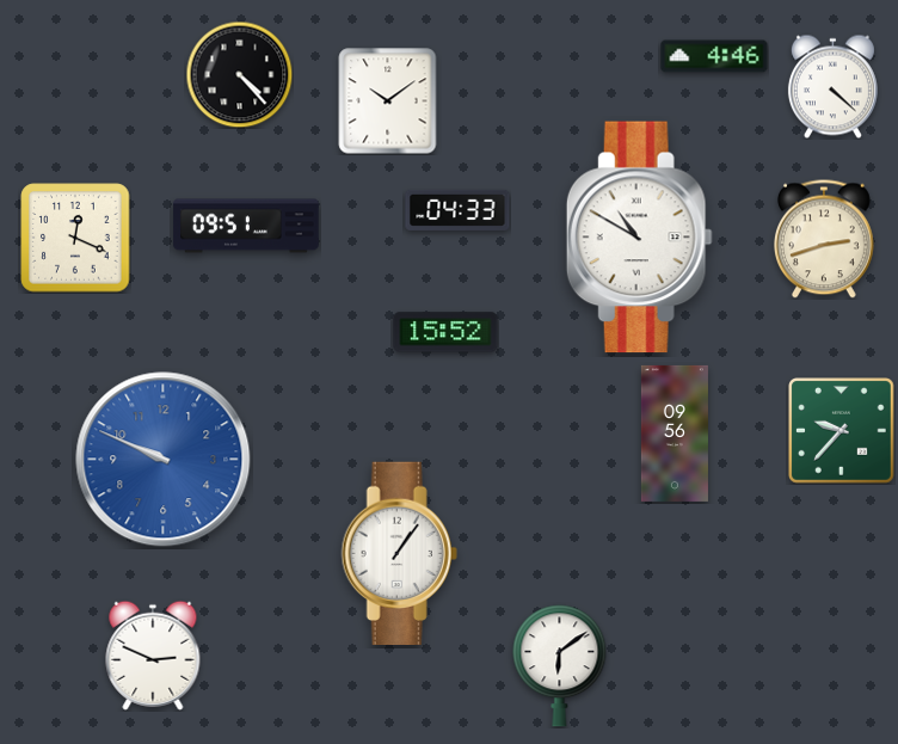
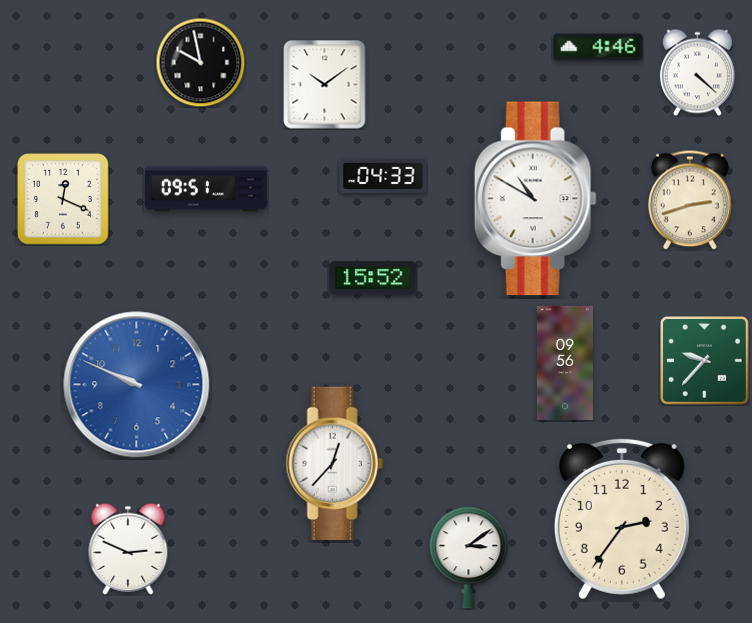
clock at (239, 74): 4:23 -> 9:58
clock at (399, 553): 1:06 -> 12:37
clock at (622, 519): none -> 2:36
clock at (560, 666): 6:09 -> 3:09
